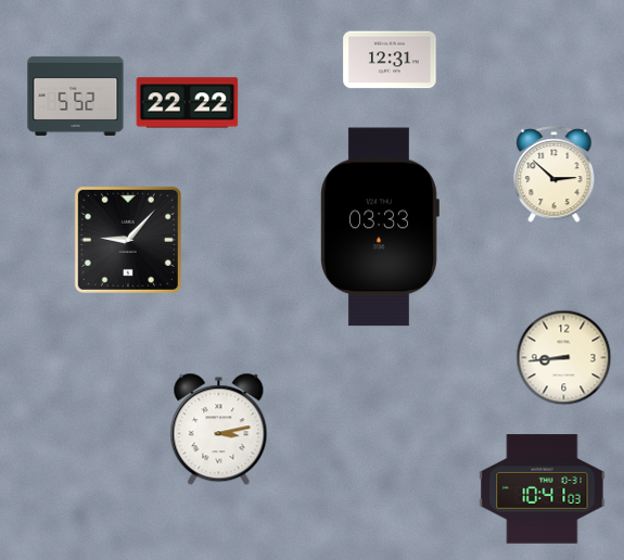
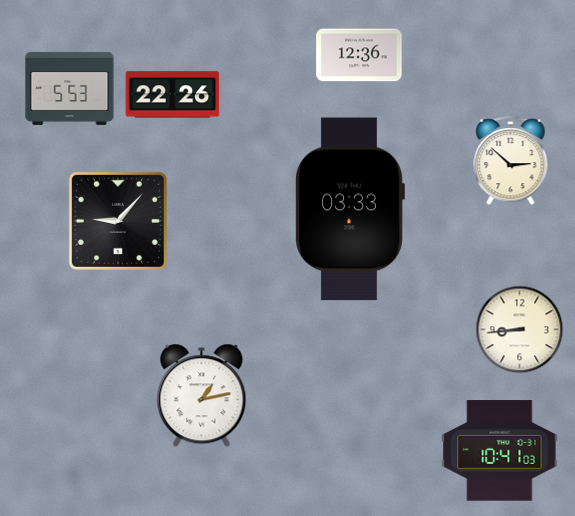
clock at (390, 60): 12:31 -> 12:36
clock at (76, 96): 5:52 -> 5:53
clock at (188, 103): 22:22 -> 22:26
clock at (219, 430): 3:13 -> 1:13
